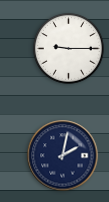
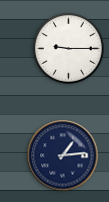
clock at (63, 156): 2:02 -> 1:14
